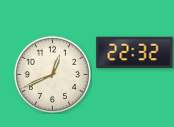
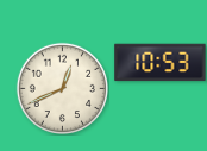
clock at (135, 53): 22:32 -> 10:53
